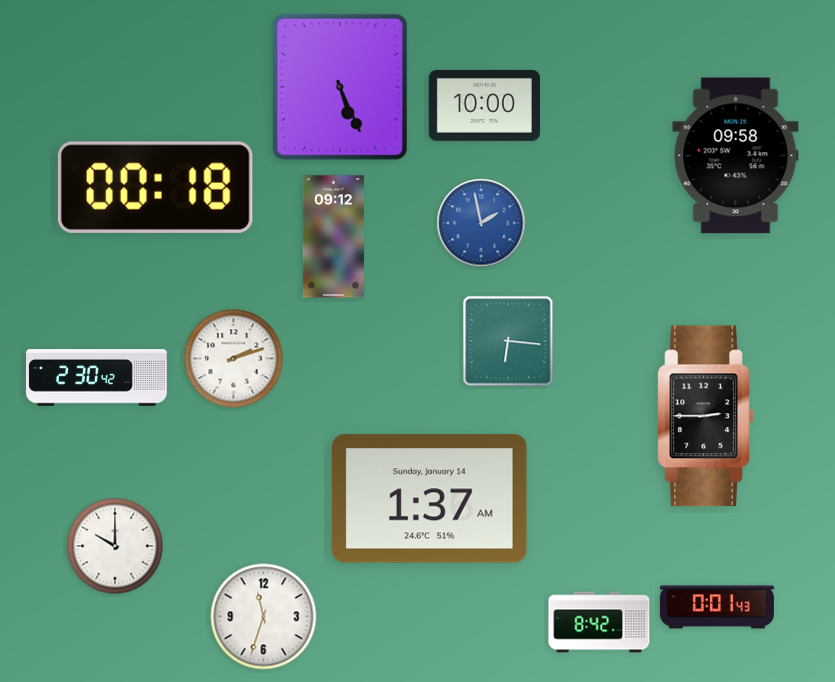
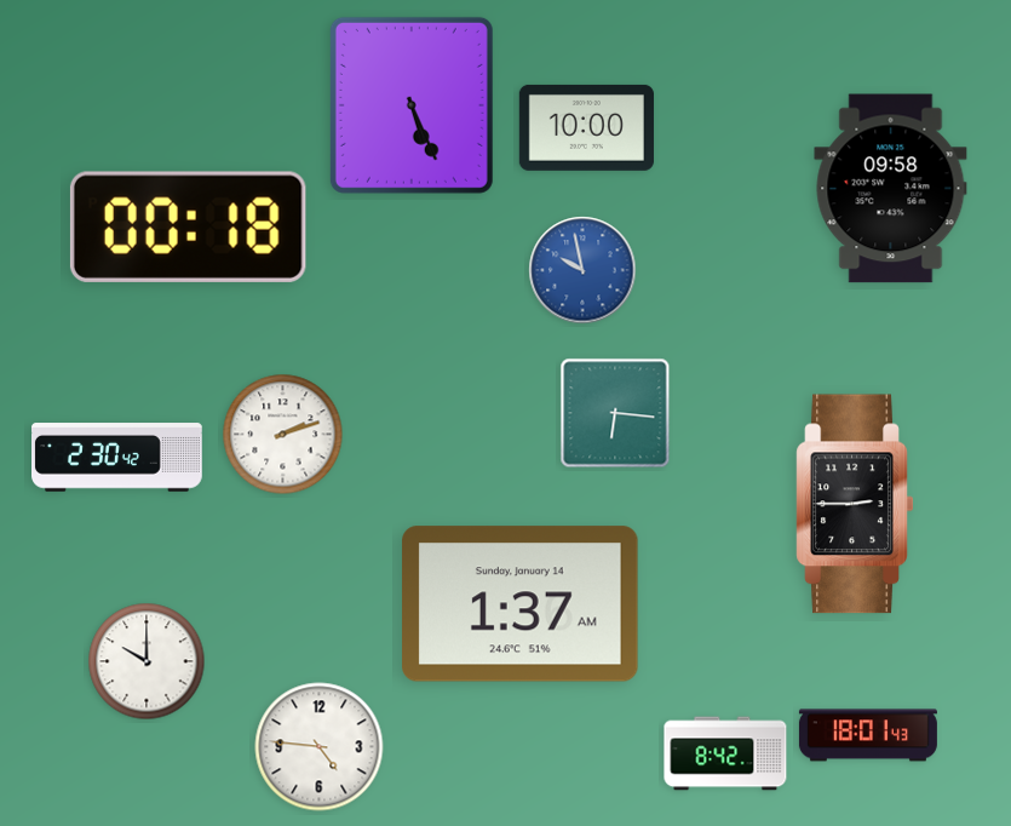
clock at (481, 223): 1:58 -> 9:58
clock at (333, 237): 09:12 -> none
clock at (115, 546) position: (115, 546) -> (147, 661)
clock at (717, 607): 0:01 -> 18:01
clock at (264, 617): 11:33 -> 4:46
